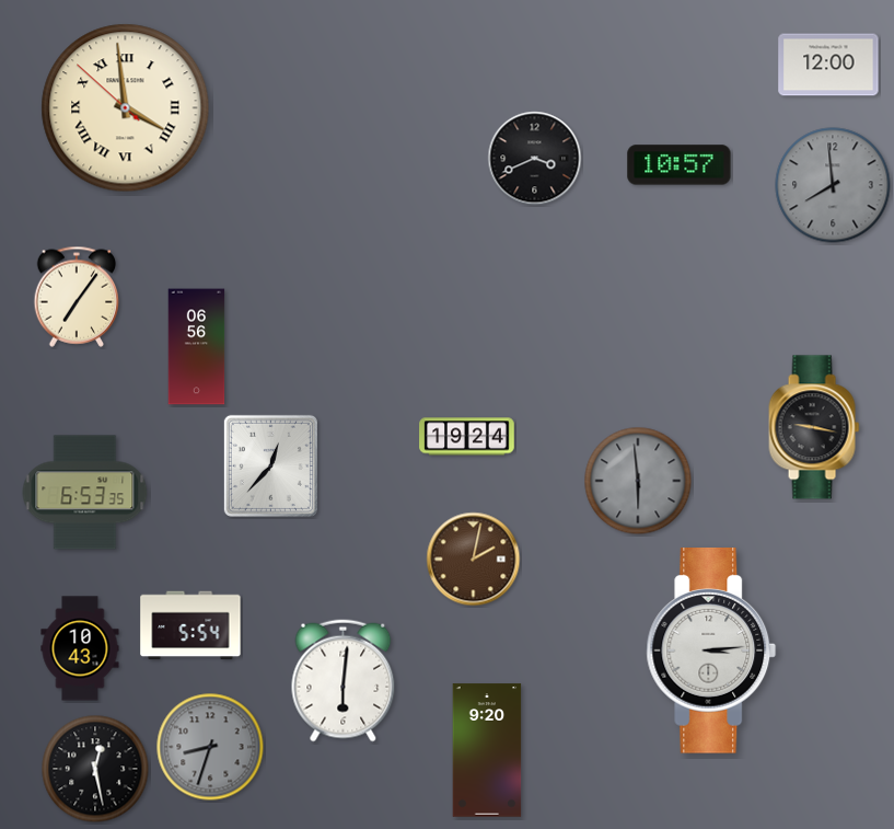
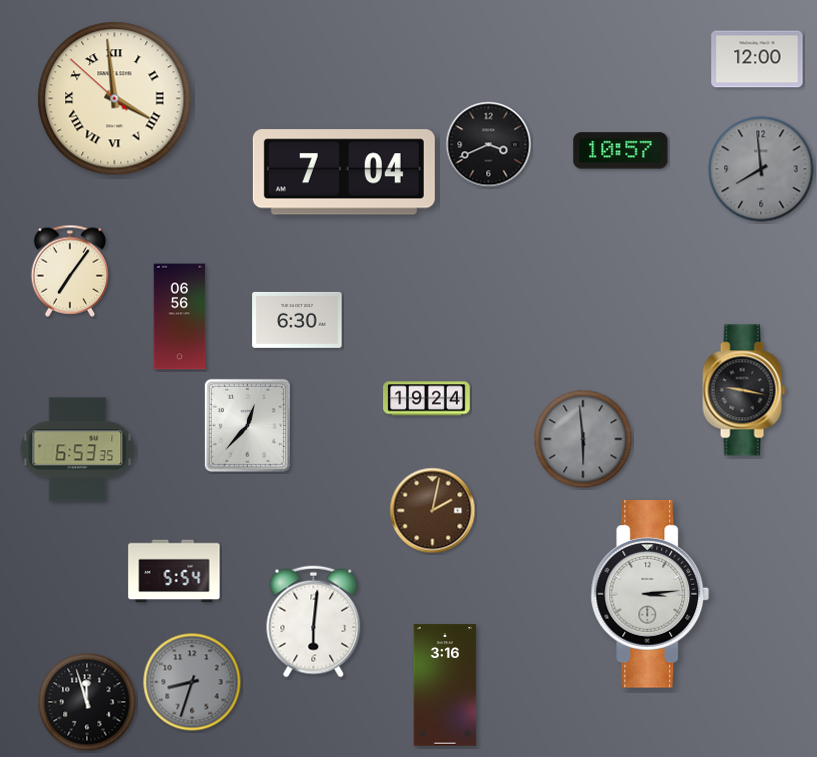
clock at (344, 172): none -> 7:04
clock at (297, 320): none -> 6:30
clock at (80, 648): 10:43 -> none
clock at (487, 750): 9:20 -> 3:16
clock at (95, 769): 12:28 -> 11:57
